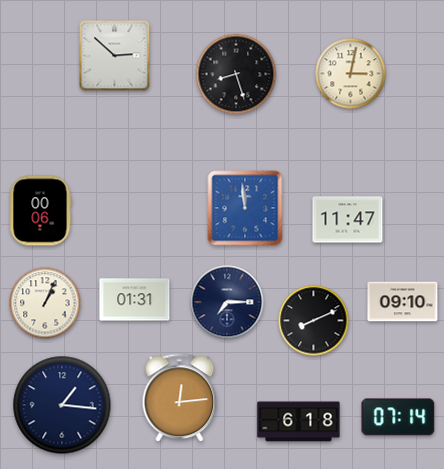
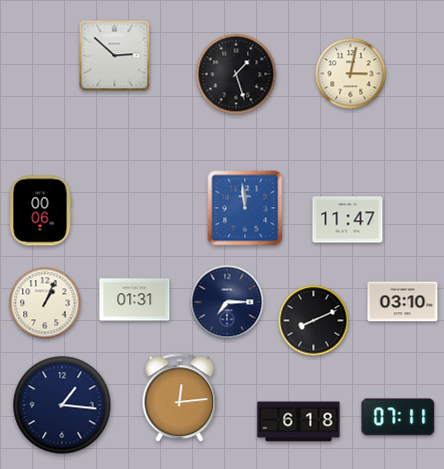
clock at (236, 74): 8:27 -> 1:27
clock at (403, 302): 09:10 -> 03:10
clock at (398, 417): 07:14 -> 07:11
